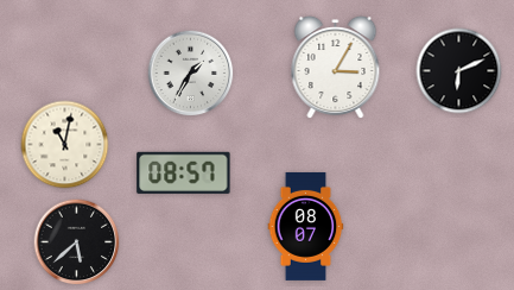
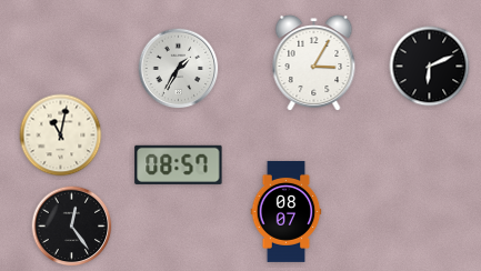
clock at (184, 172) position: (184, 172) -> (179, 164)
clock at (77, 242): 5:38 -> 12:24
